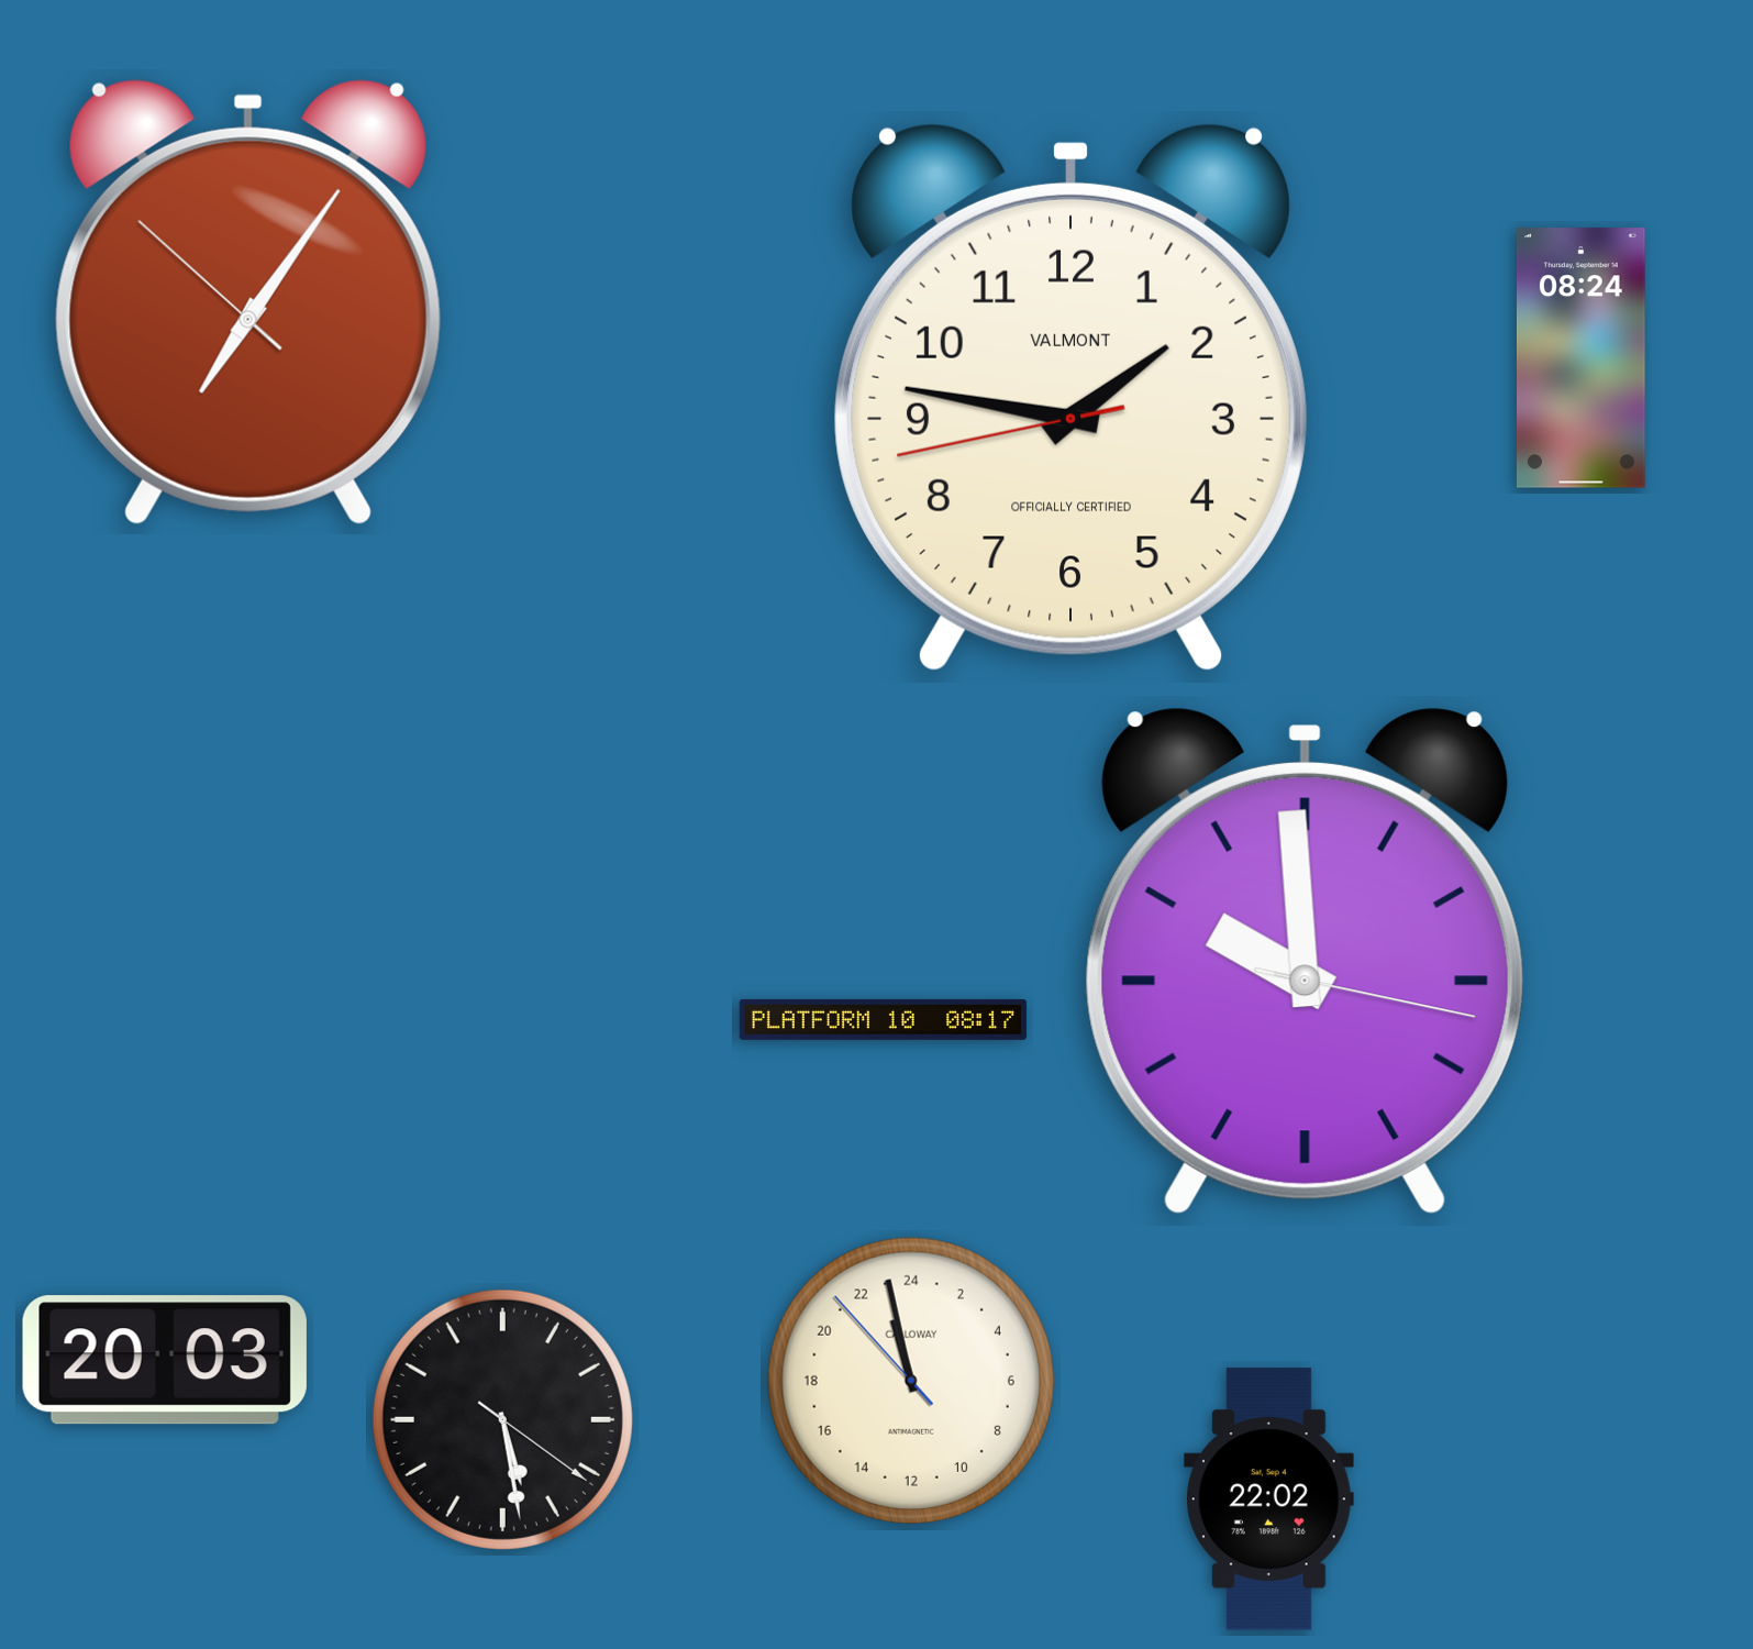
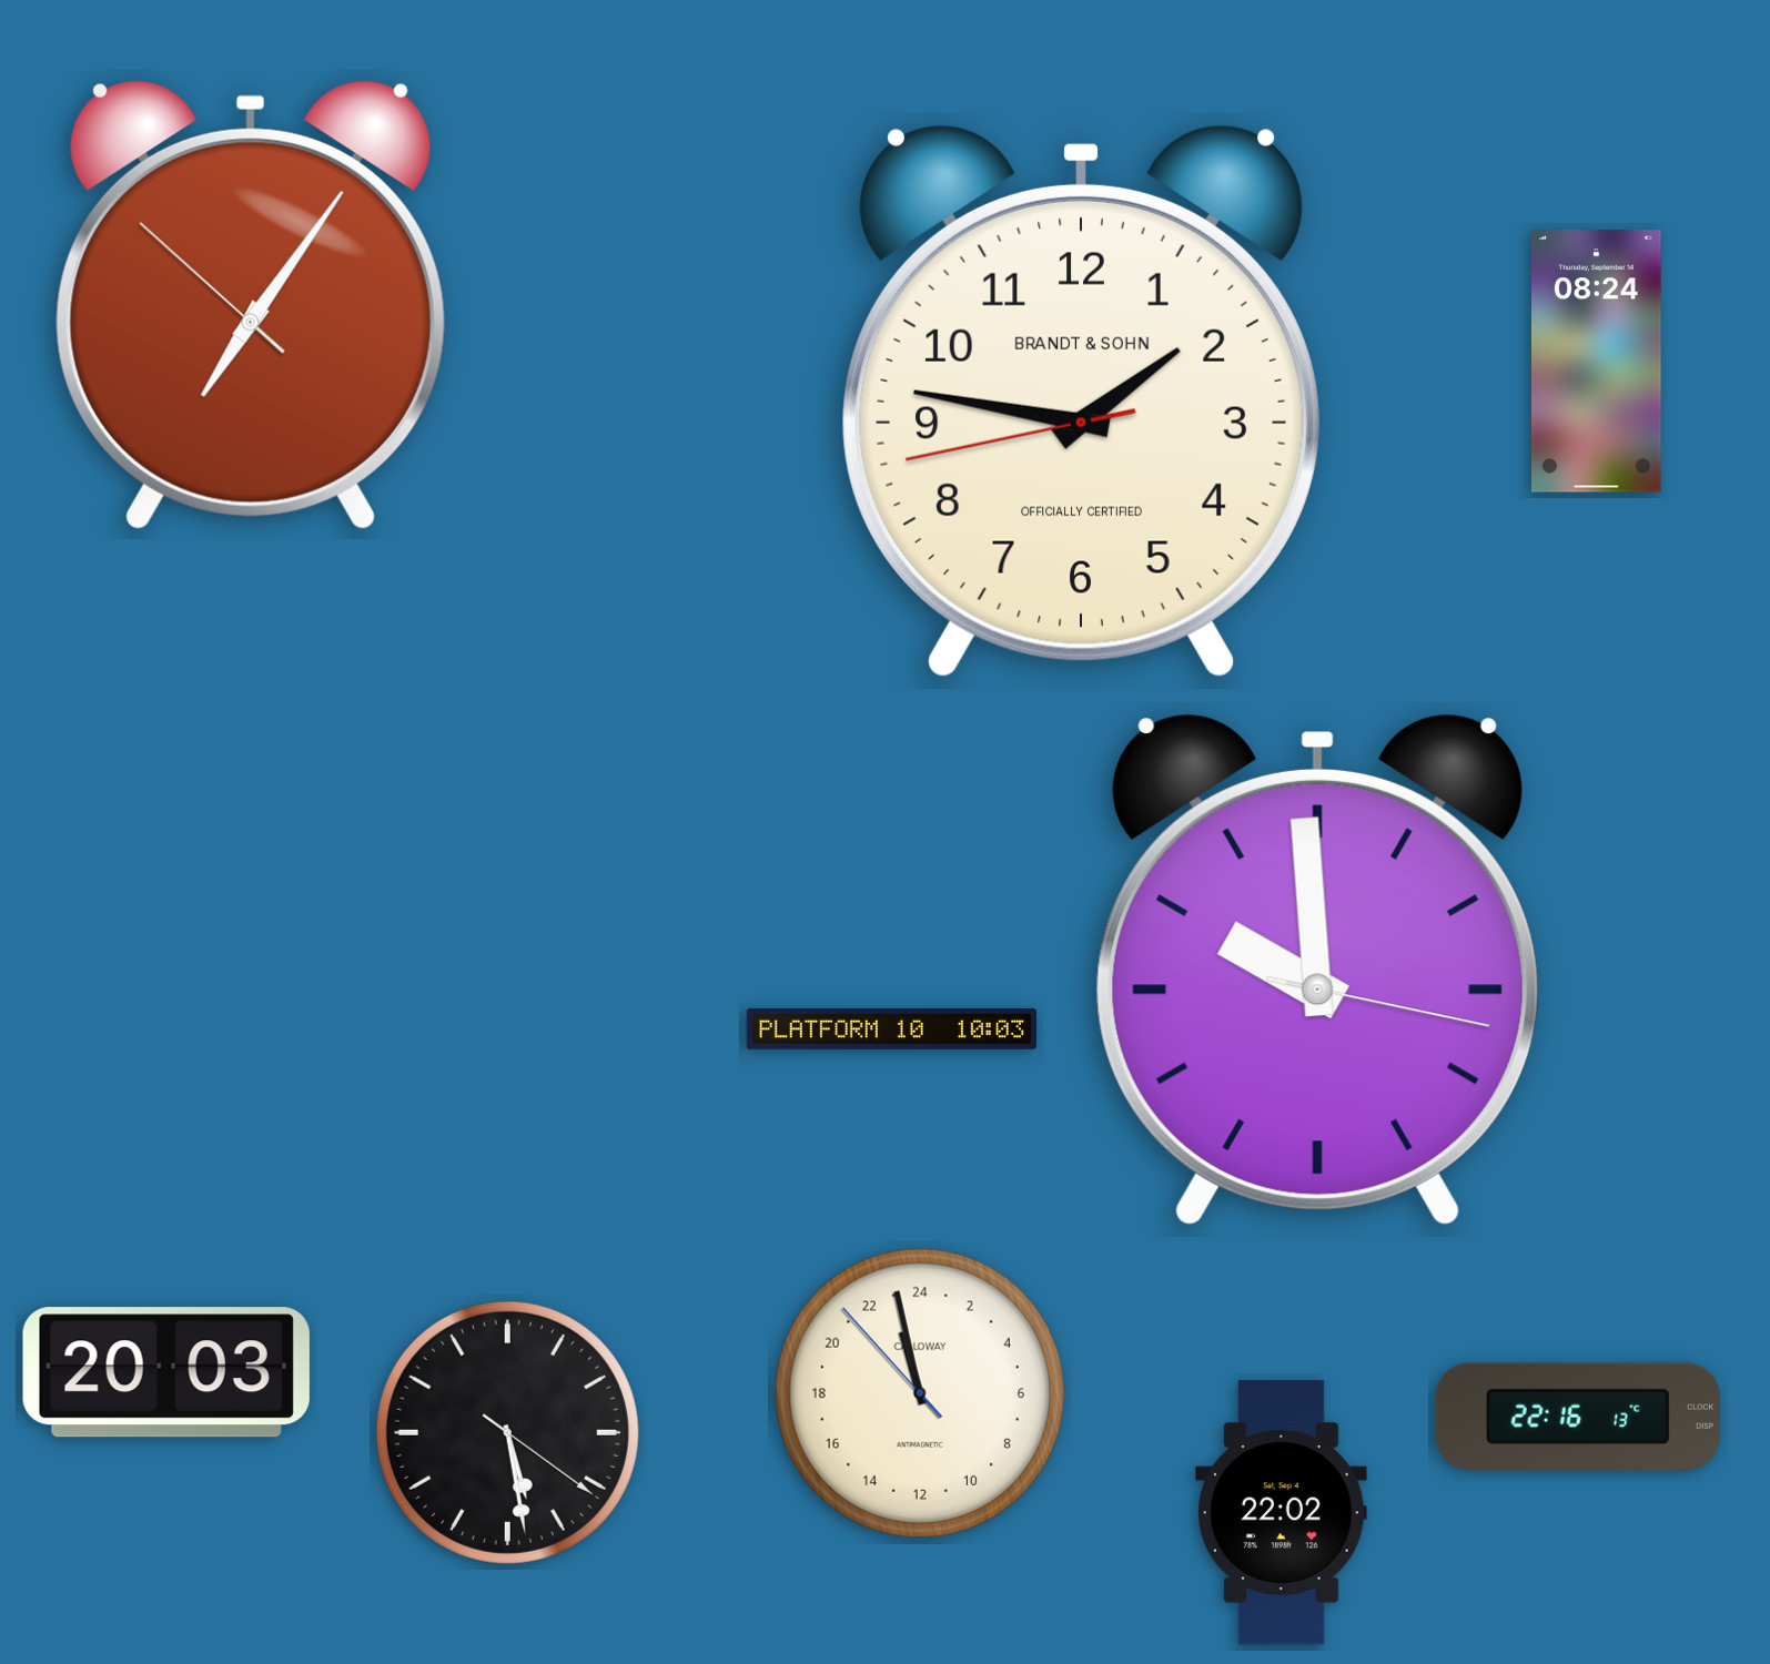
clock at (1070, 397) brand: VALMONT -> BRANDT & SOHN
clock at (883, 1019): 08:17 -> 10:03
clock at (1577, 1416): none -> 22:16
